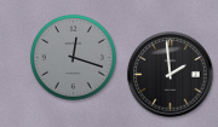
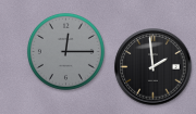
clock at (73, 57): 12:18 -> 12:15
